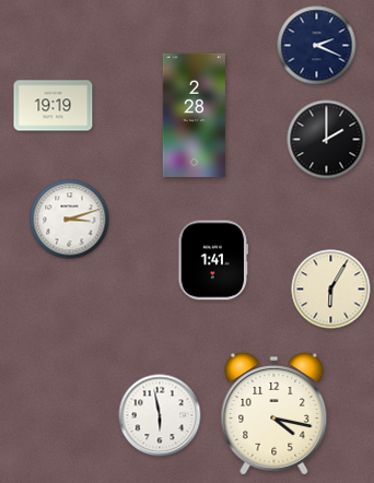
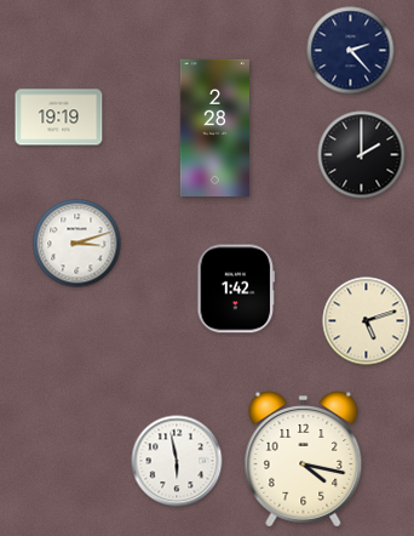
clock at (317, 46): 2:19 -> 2:23
clock at (213, 260): 1:41 -> 1:42
clock at (331, 290): 6:05 -> 5:12
